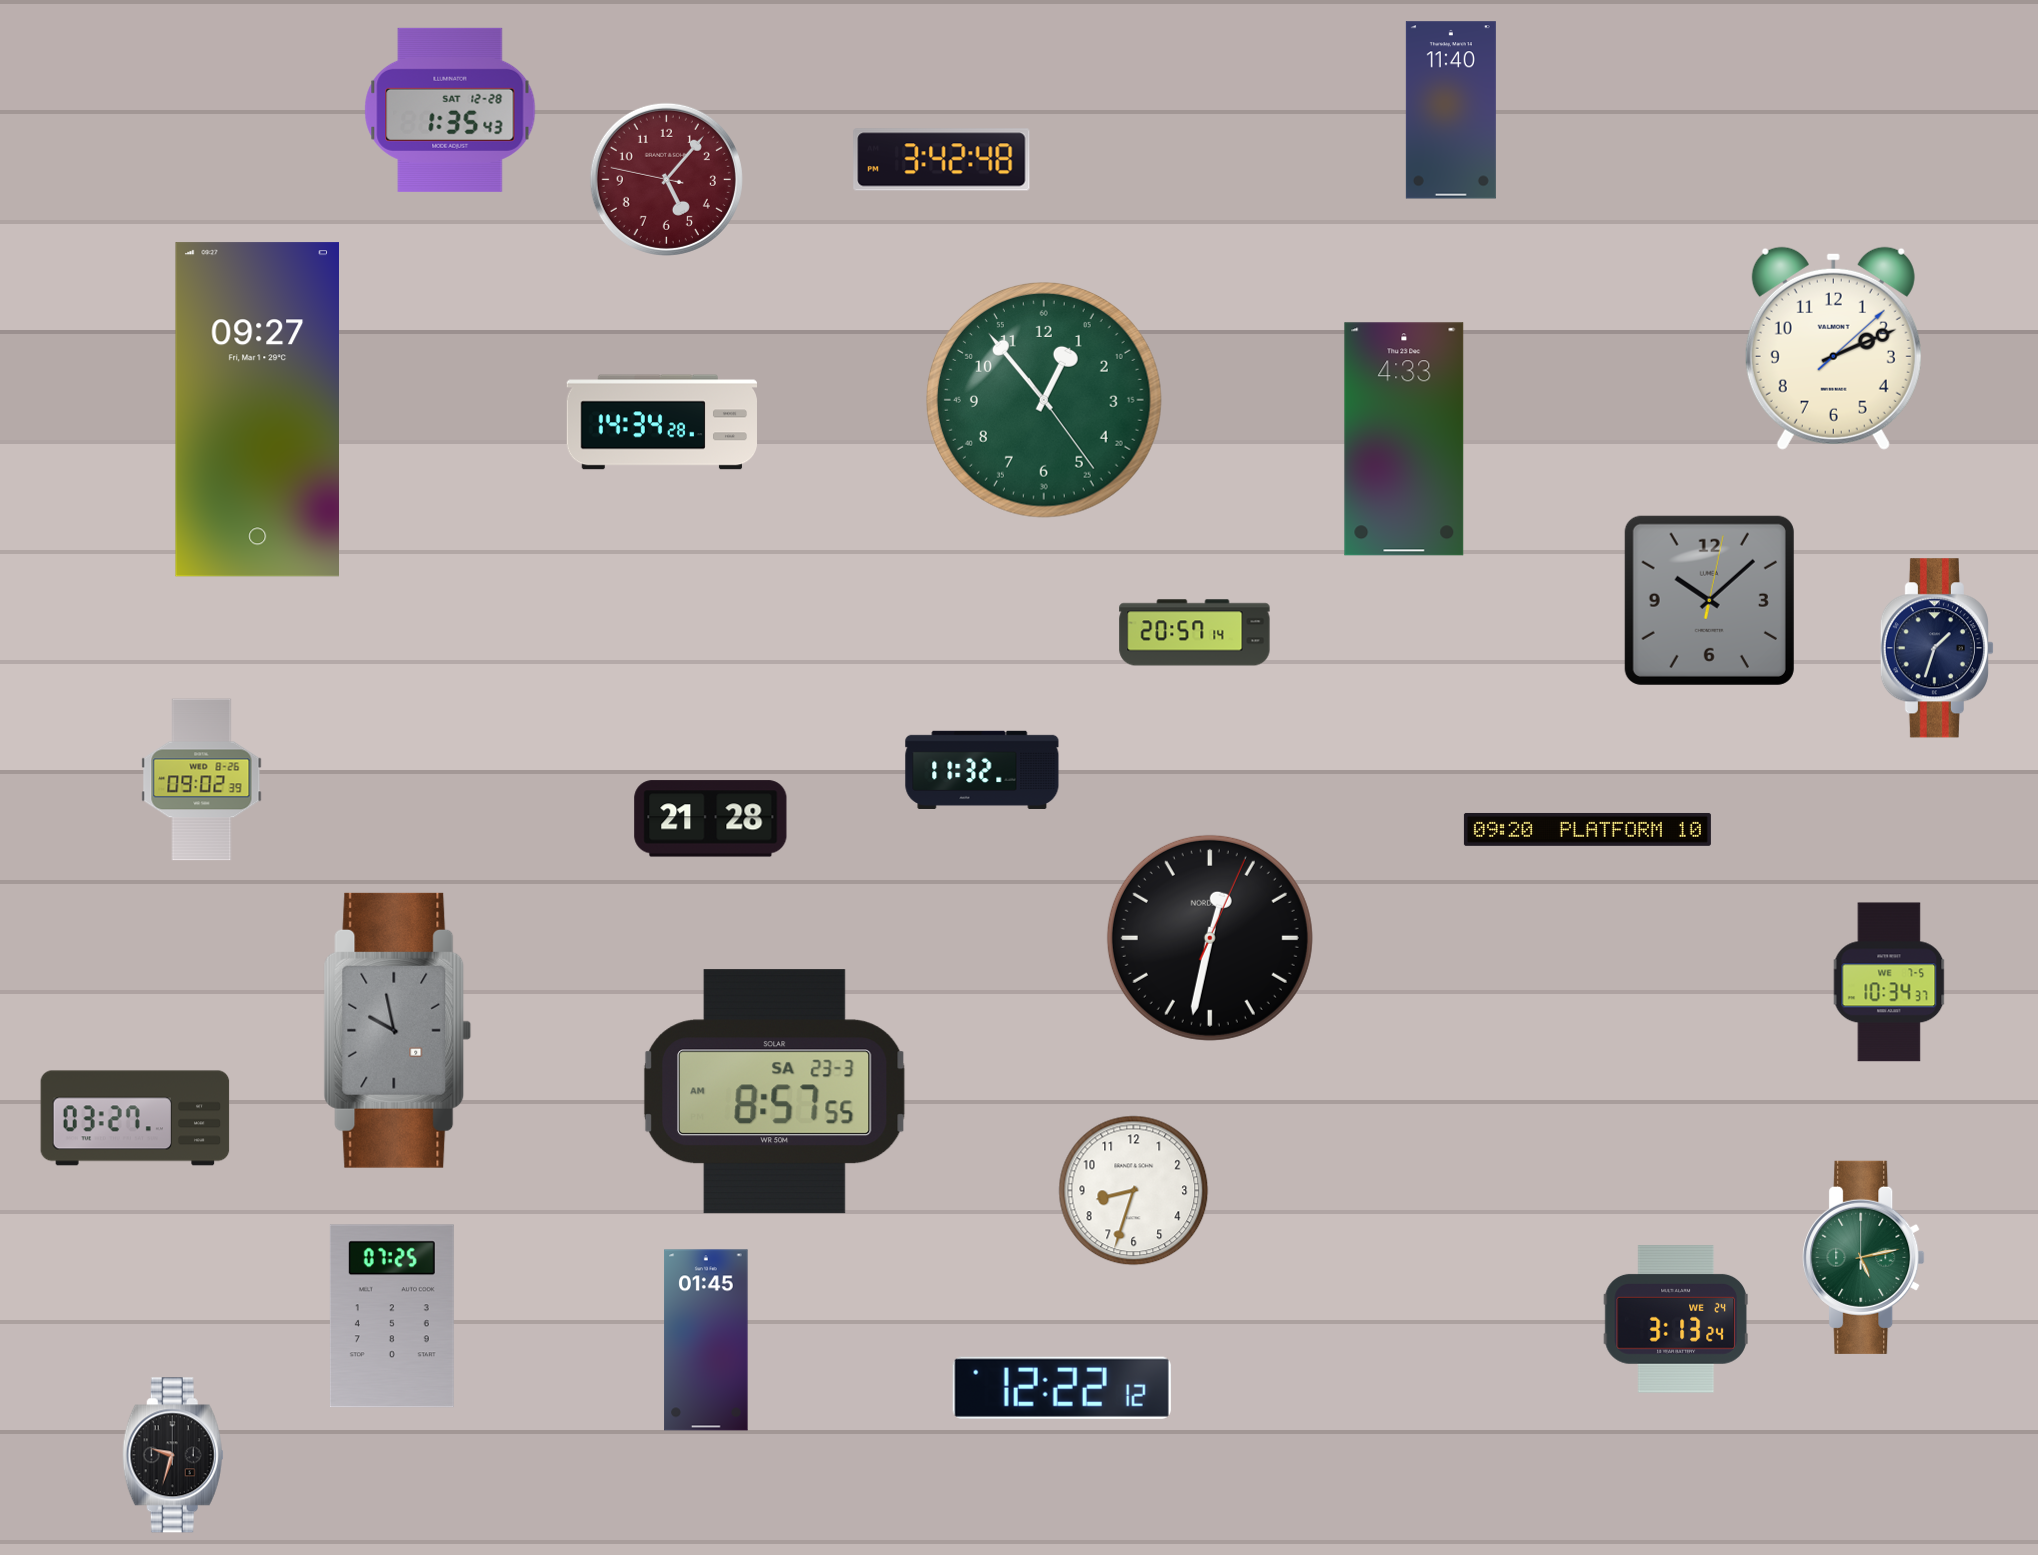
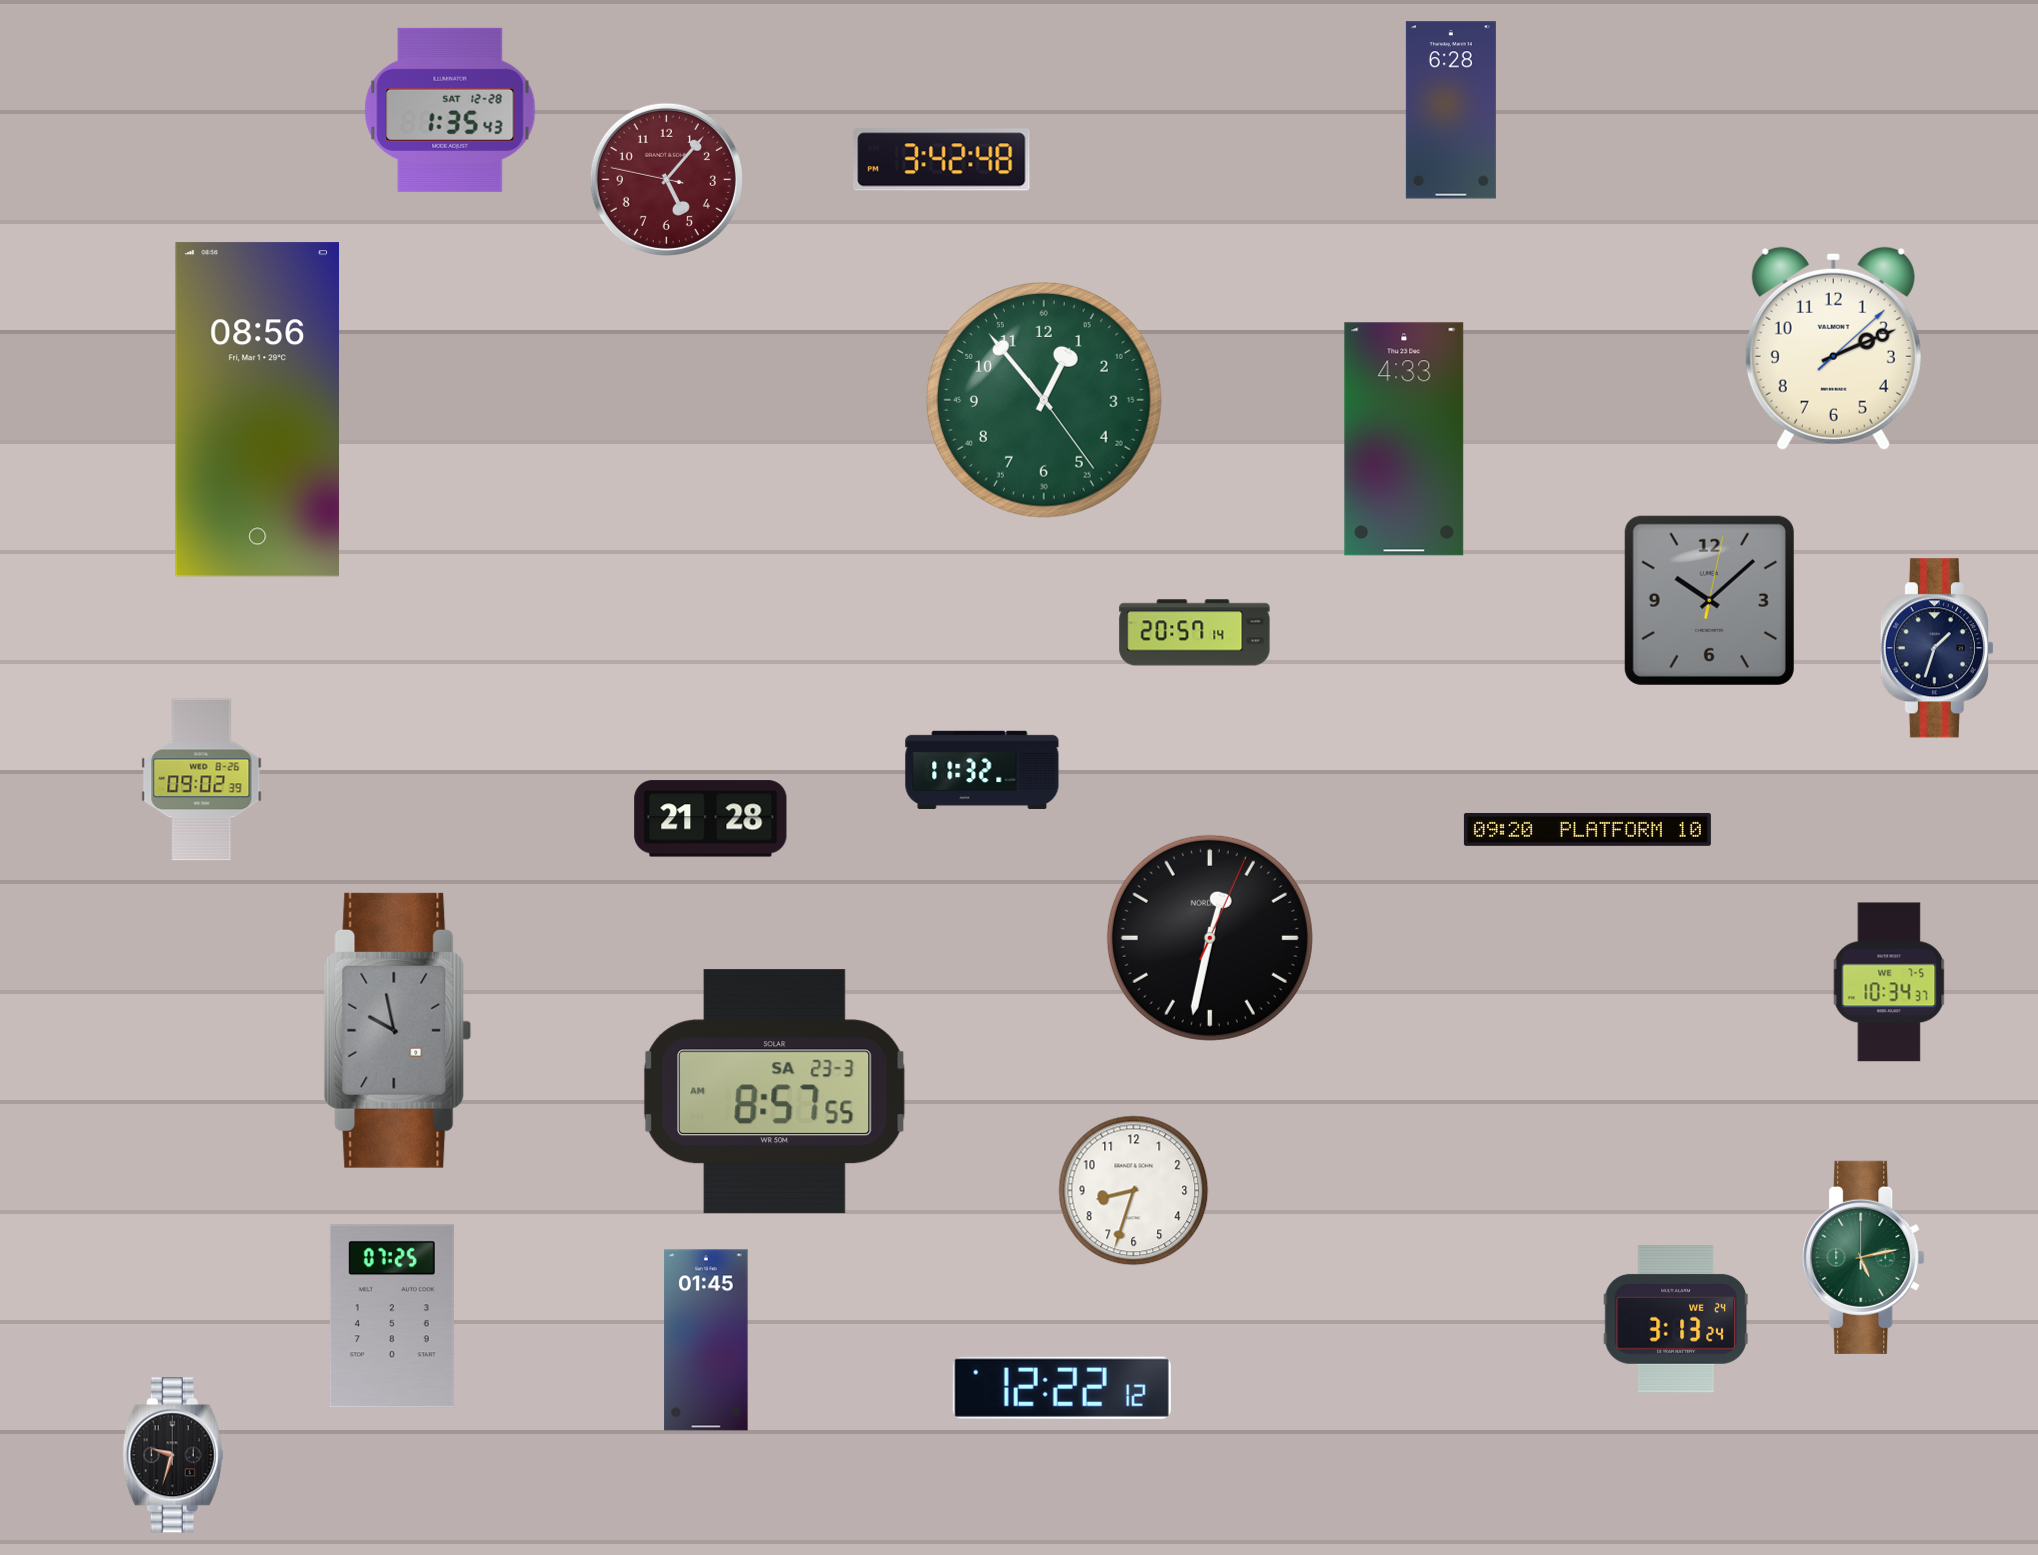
clock at (1451, 110): 11:40 -> 6:28
clock at (257, 410): 09:27 -> 08:56
clock at (661, 422): 14:34 -> none
clock at (135, 1118): 03:27 -> none
